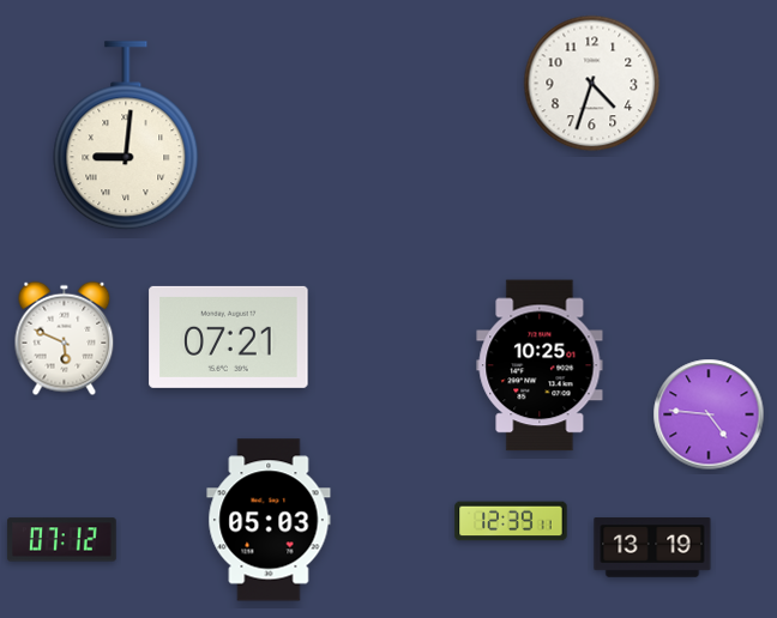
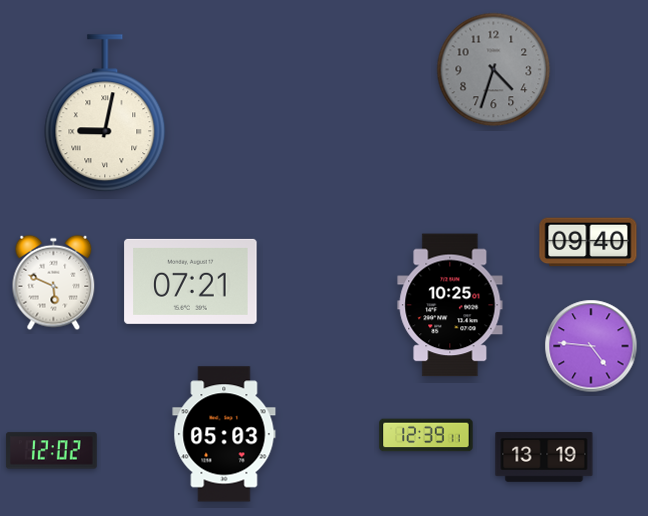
clock at (592, 84) dial: white -> grey
clock at (126, 137): 9:01 -> 9:02
clock at (588, 242): none -> 09:40
clock at (61, 540): 07:12 -> 12:02
